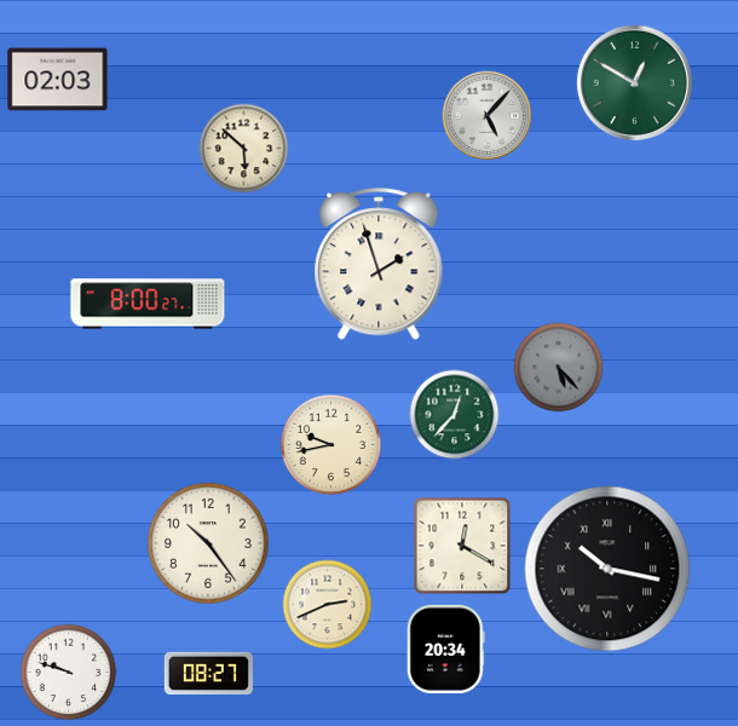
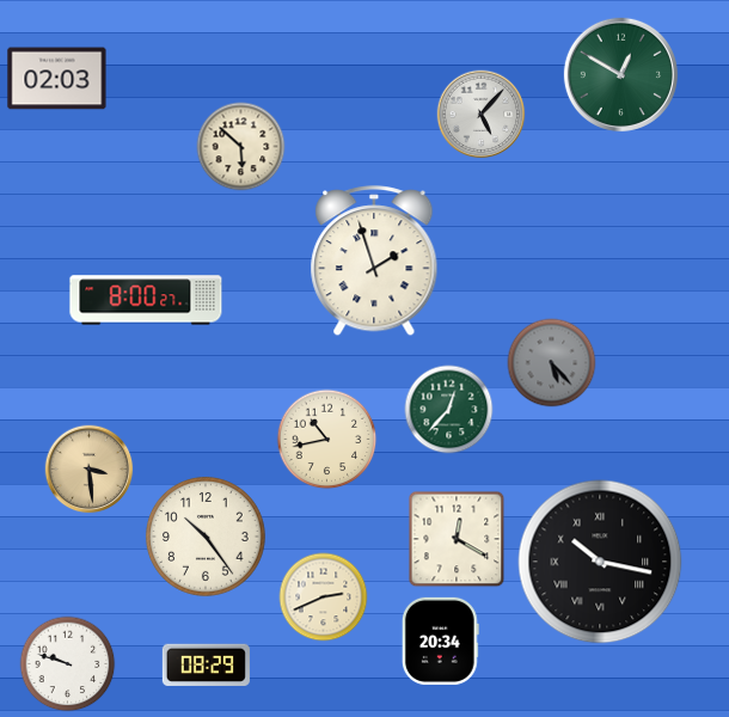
clock at (634, 82) position: (634, 82) -> (620, 74)
clock at (331, 445): 9:43 -> 10:43
clock at (90, 470): none -> 3:29
clock at (208, 673): 08:27 -> 08:29
